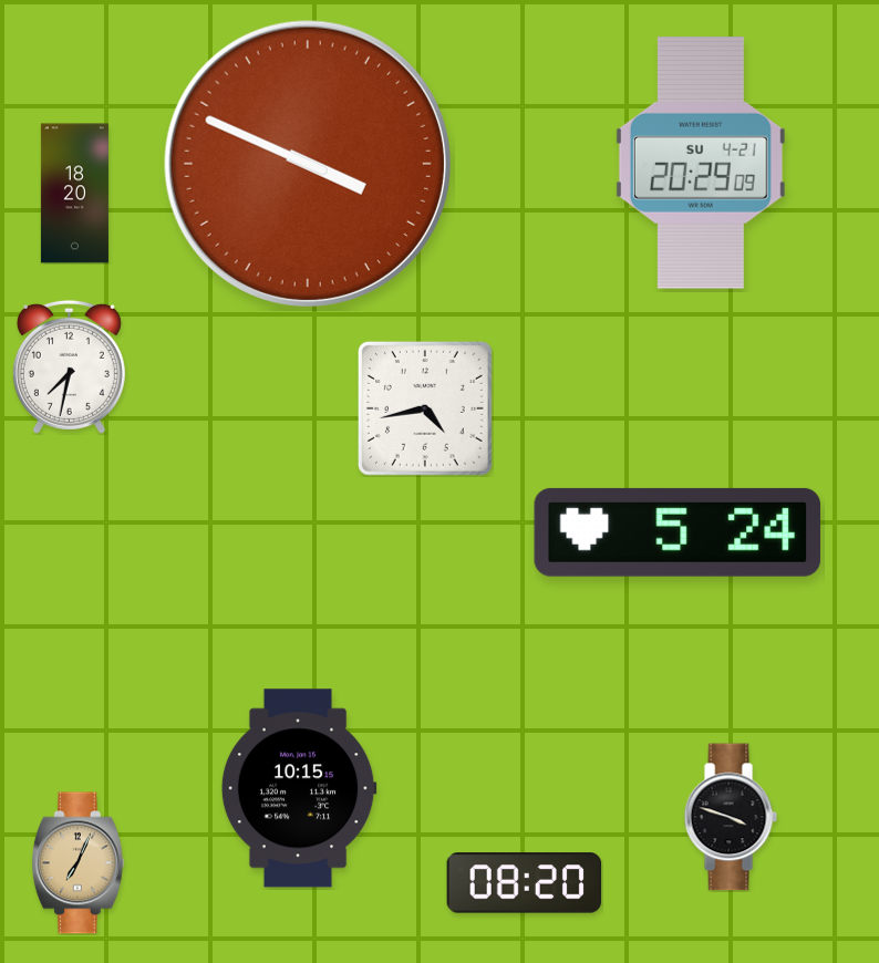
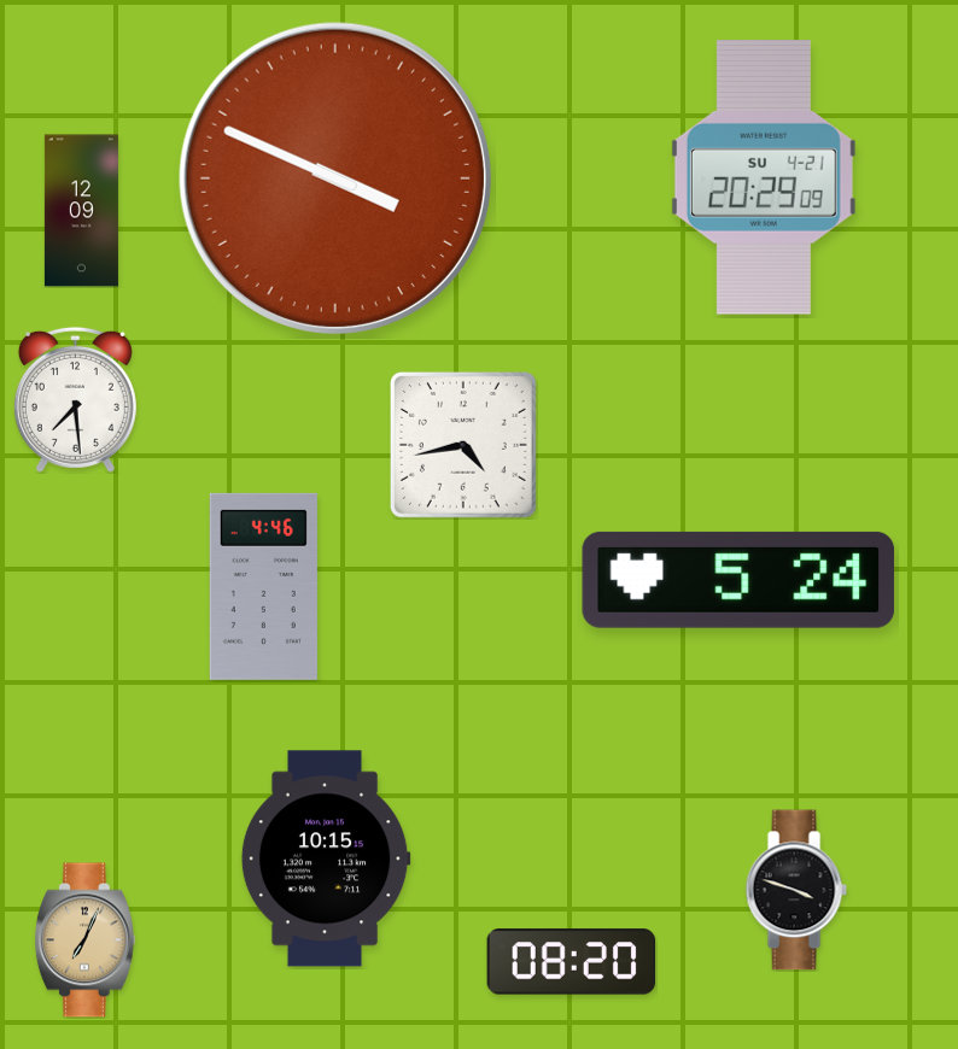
clock at (74, 194): 18:20 -> 12:09
clock at (69, 366): 7:32 -> 7:29
clock at (263, 586): none -> 4:46
